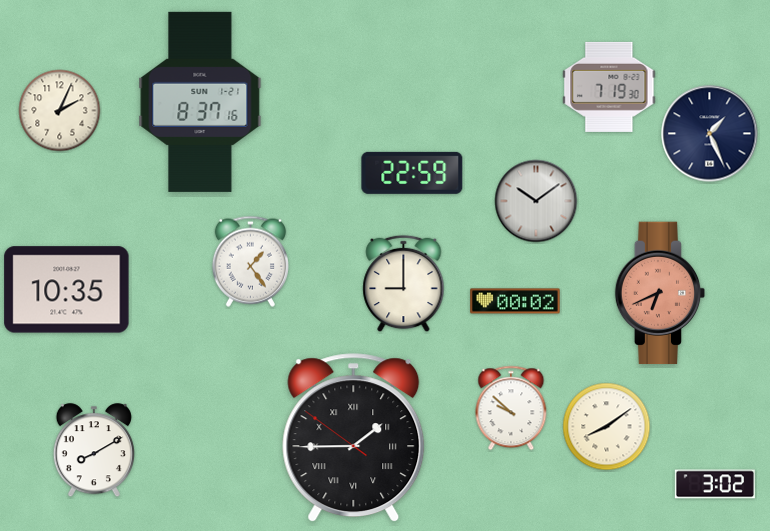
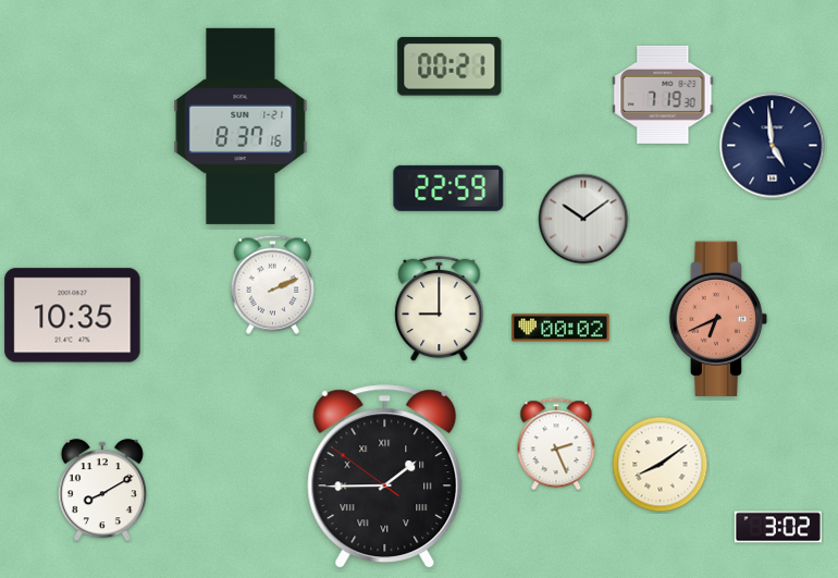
clock at (449, 66): none -> 00:21
clock at (200, 102) position: (200, 102) -> (241, 126)
clock at (60, 111): 2:04 -> none
clock at (710, 134): 1:26 -> 4:59
clock at (250, 261): 1:24 -> 2:11
clock at (511, 408): 9:52 -> 2:26
